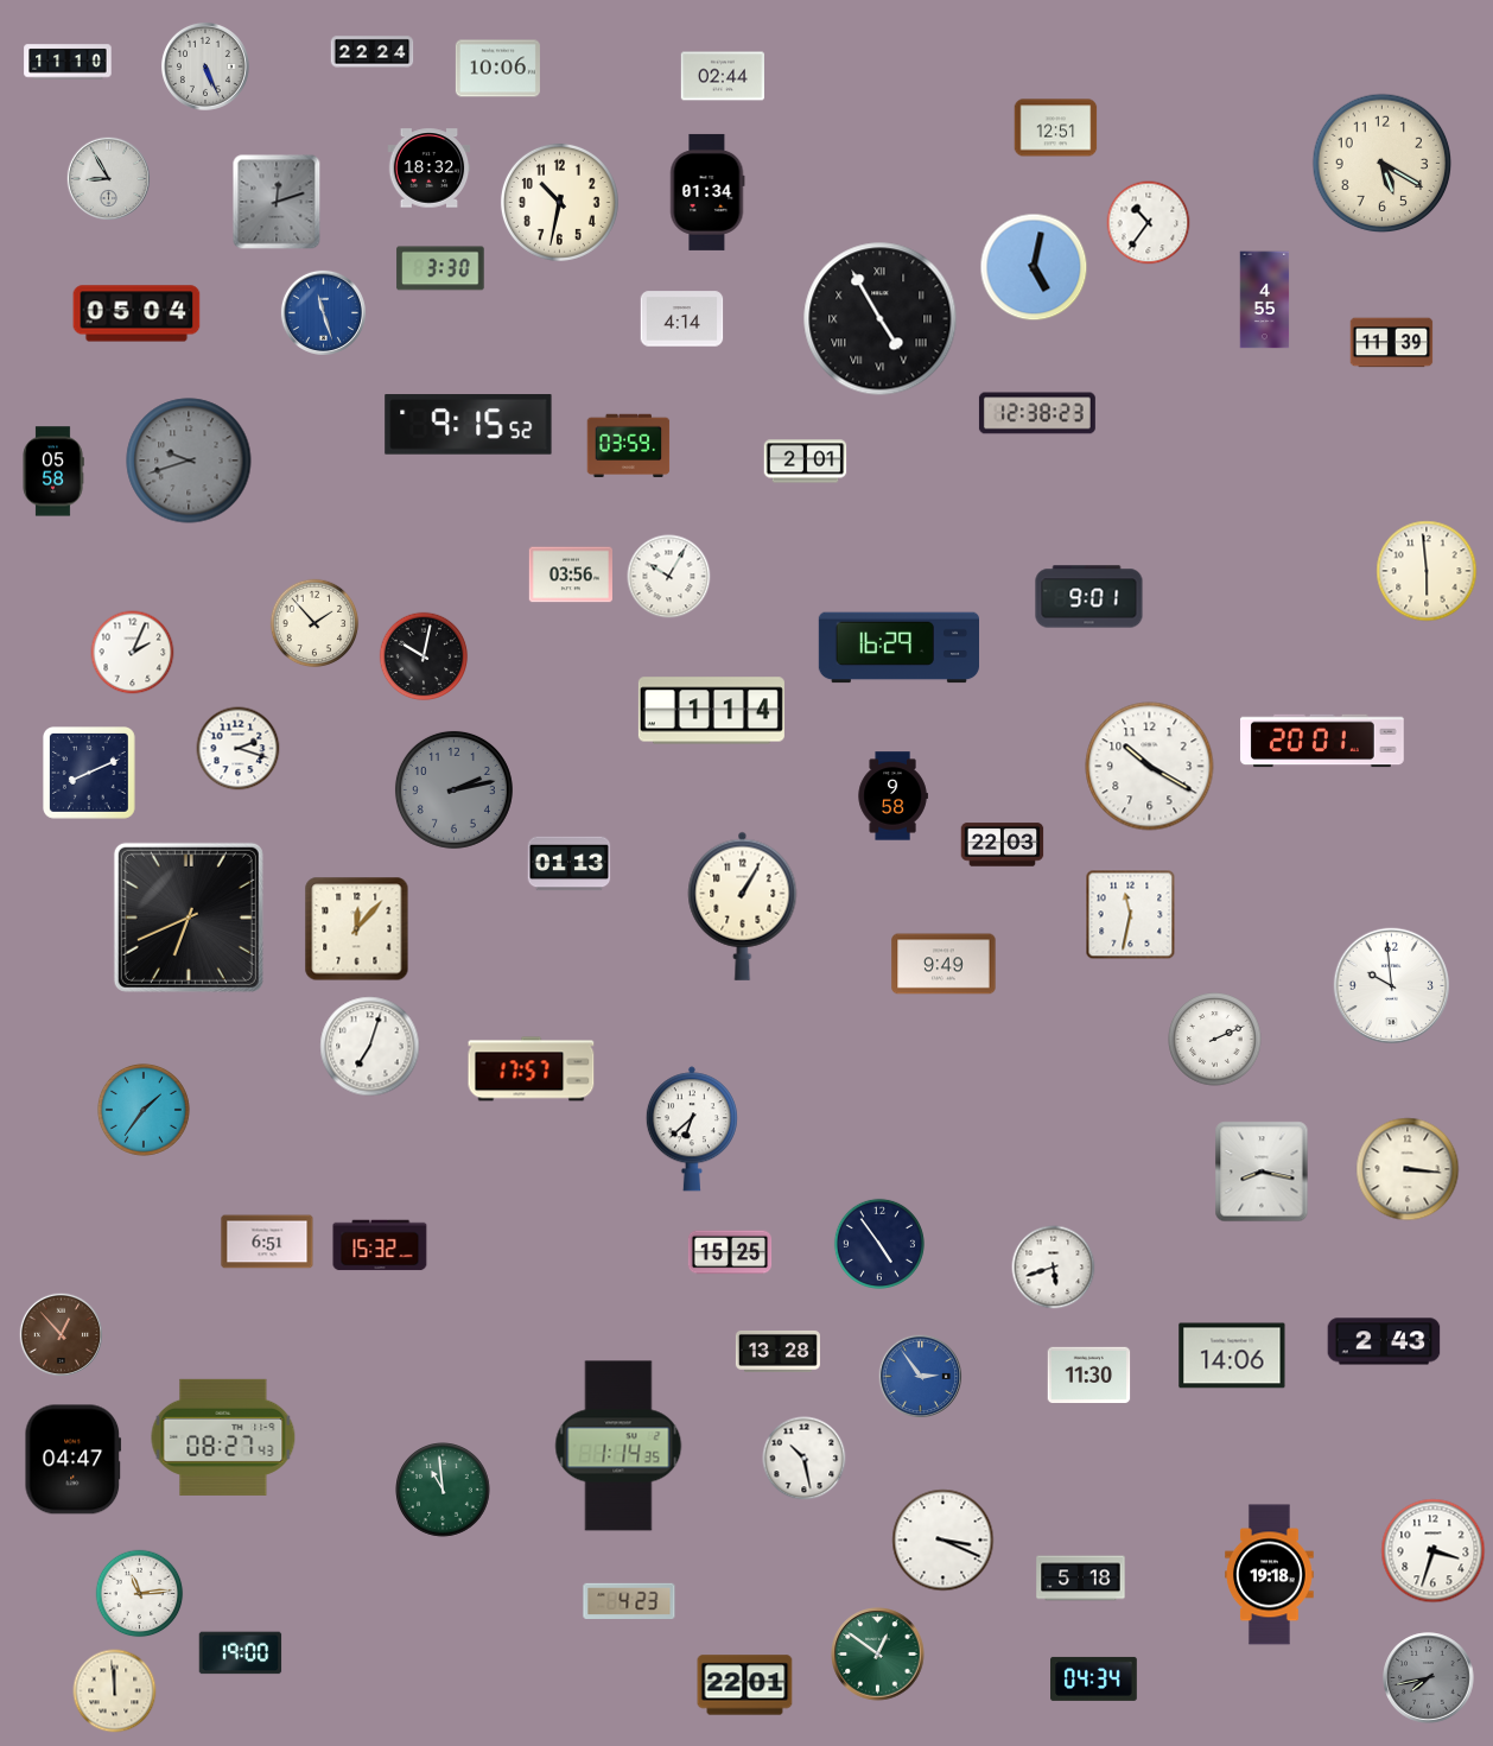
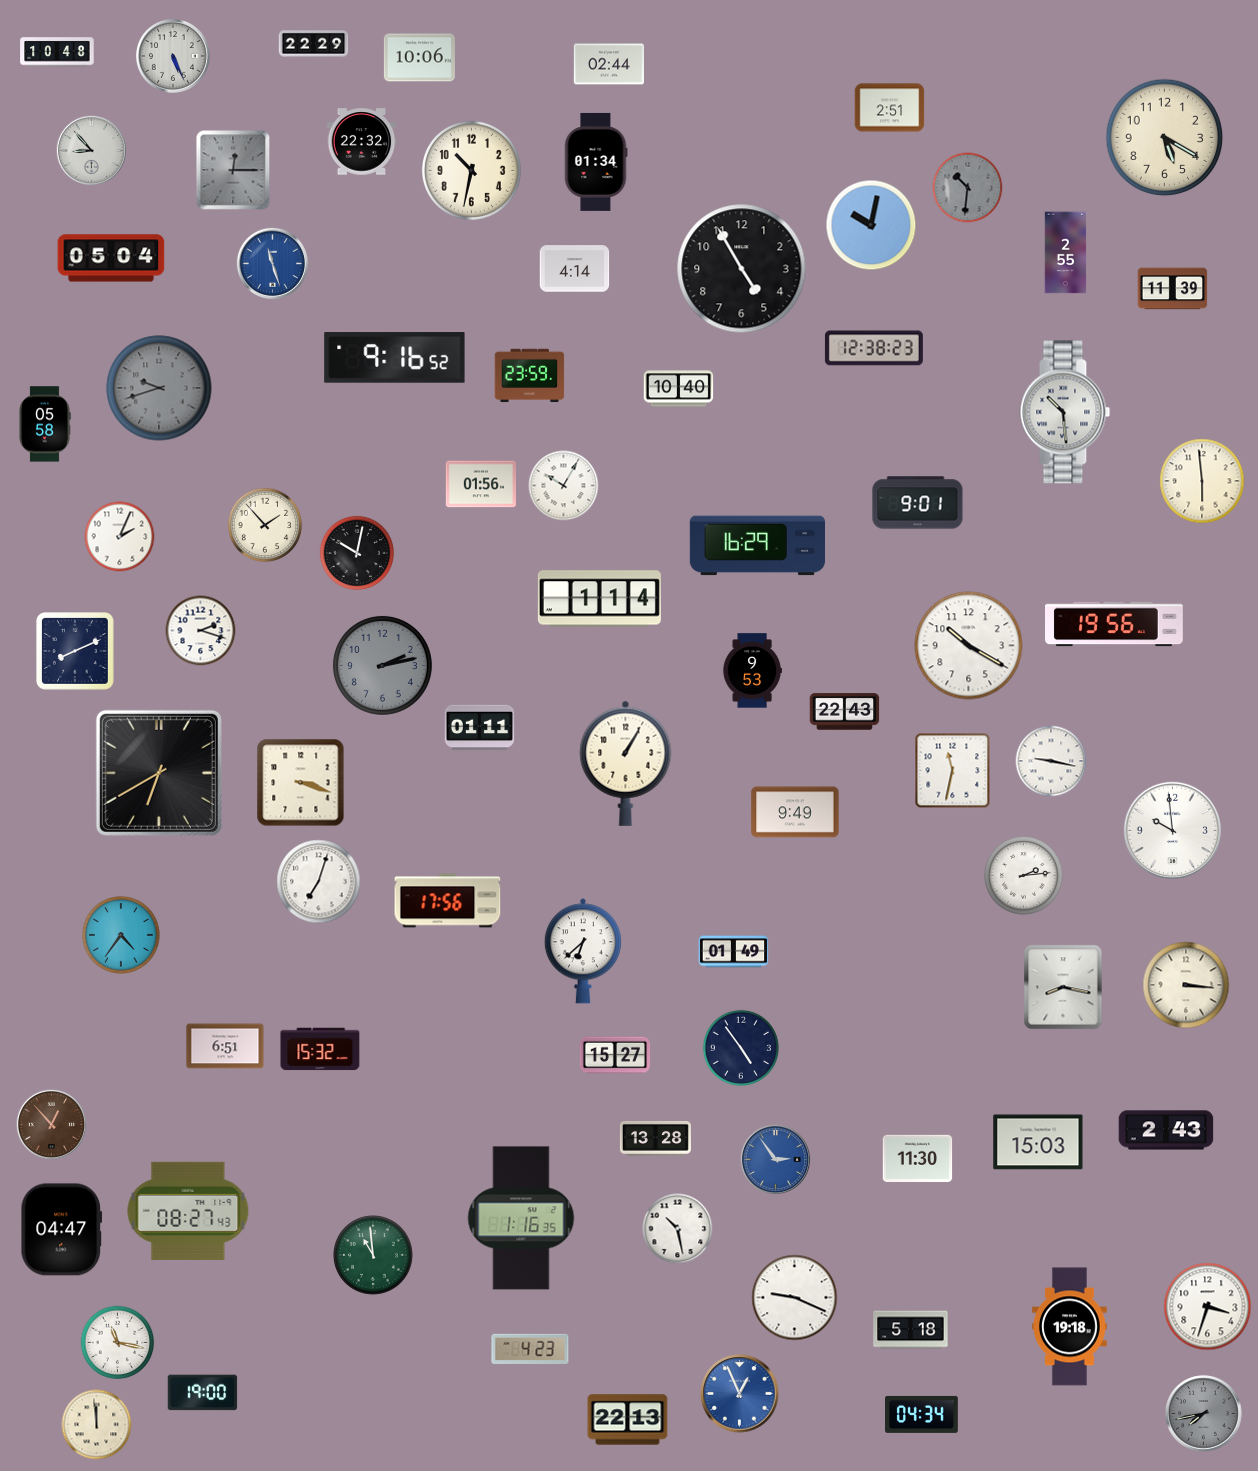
clock at (373, 52): 22:24 -> 22:29
clock at (68, 62): 11:10 -> 10:48
clock at (1056, 128): 12:51 -> 2:51
clock at (430, 169): 18:32 -> 22:32
clock at (109, 179): 8:55 -> 8:53
clock at (277, 202): 12:12 -> 12:15
clock at (1149, 223): 10:36 -> 10:31
clock at (1149, 223) dial: white -> grey
clock at (1034, 267): 5:02 -> 10:02
clock at (440, 268): 3:30 -> none
clock at (1265, 300): 4:55 -> 2:55
clock at (136, 313) position: (136, 313) -> (111, 258)
clock at (881, 319) numerals: Roman -> Arabic
clock at (469, 425): 9:15 -> 9:16
clock at (629, 446): 03:59 -> 23:59
clock at (806, 462): 2:01 -> 10:40
clock at (53, 471) position: (53, 471) -> (45, 424)
clock at (1065, 412): none -> 10:29
clock at (570, 574): 03:56 -> 01:56
clock at (133, 653) position: (133, 653) -> (120, 537)
clock at (1323, 741): 20:01 -> 19:56
clock at (892, 796): 9:58 -> 9:53
clock at (1003, 845): 22:03 -> 22:43
clock at (570, 864): 01:13 -> 01:11
clock at (1051, 761): none -> 9:17
clock at (189, 918): 6:41 -> 6:40
clock at (357, 929): 12:07 -> 3:18
clock at (1215, 1040): 2:11 -> 2:14
clock at (370, 1047) position: (370, 1047) -> (319, 882)
clock at (532, 1069): 17:57 -> 17:56
clock at (144, 1110): 1:36 -> 4:36
clock at (734, 952): none -> 01:49
clock at (730, 1252): 15:25 -> 15:27
clock at (1054, 1268): 5:42 -> none
clock at (1232, 1355): 14:06 -> 15:03
clock at (618, 1446): 1:14 -> 1:16
clock at (944, 1541): 3:19 -> 9:19
clock at (140, 1594): 11:14 -> 11:17
clock at (878, 1655): 12:51 -> 12:56
clock at (878, 1655) dial: green -> blue
clock at (745, 1685): 22:01 -> 22:13
